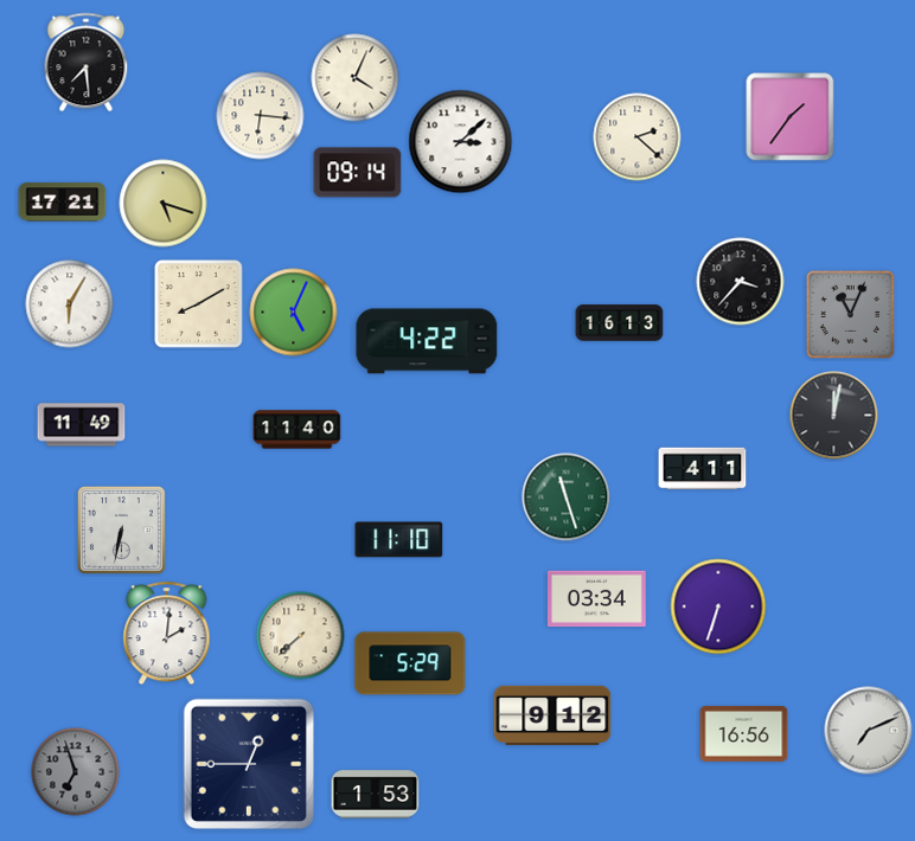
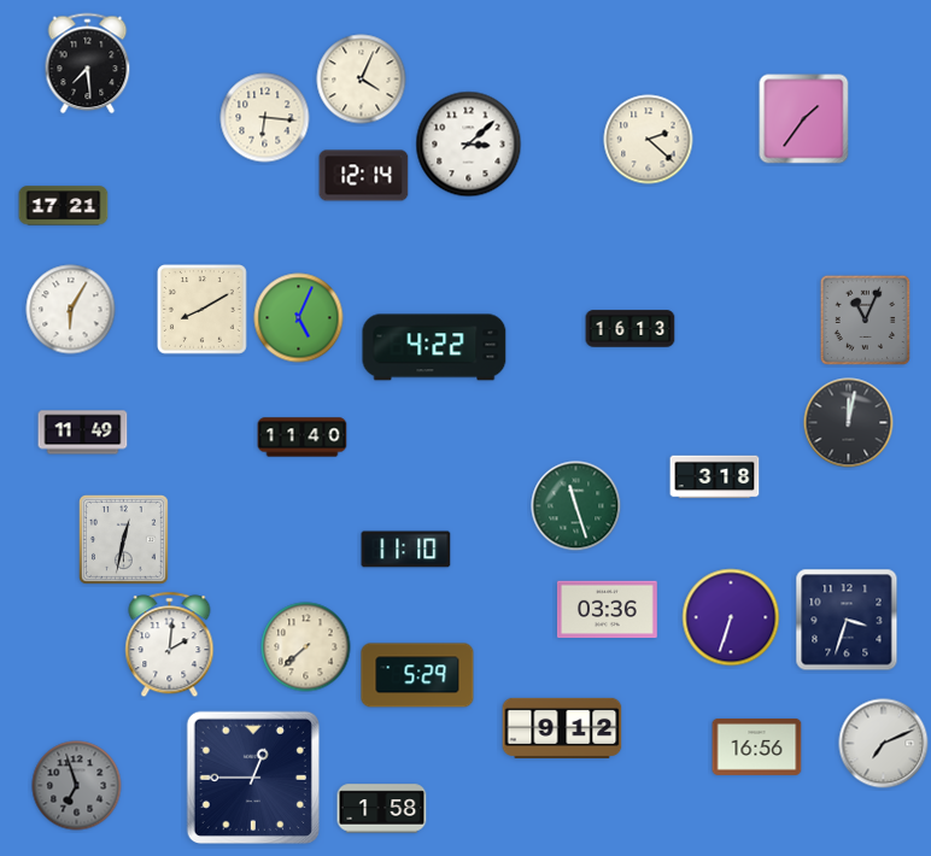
clock at (358, 173): 09:14 -> 12:14
clock at (164, 204): 5:18 -> none
clock at (741, 282): 3:37 -> none
clock at (703, 469): 4:11 -> 3:18
clock at (121, 529): 6:32 -> 12:32
clock at (596, 599): 03:34 -> 03:36
clock at (847, 620): none -> 3:33
clock at (376, 795): 1:53 -> 1:58
